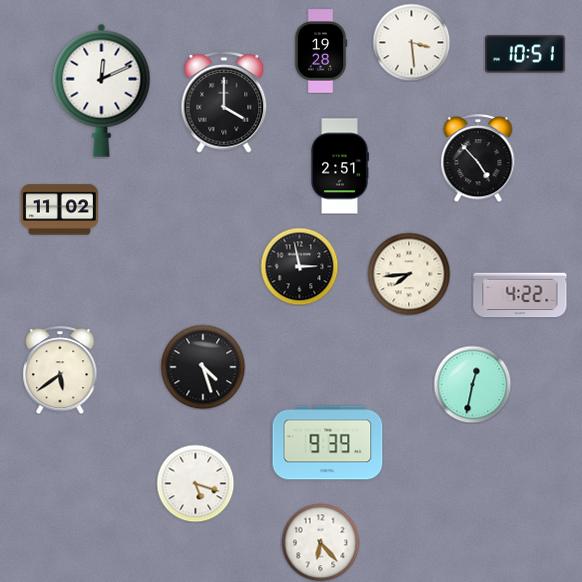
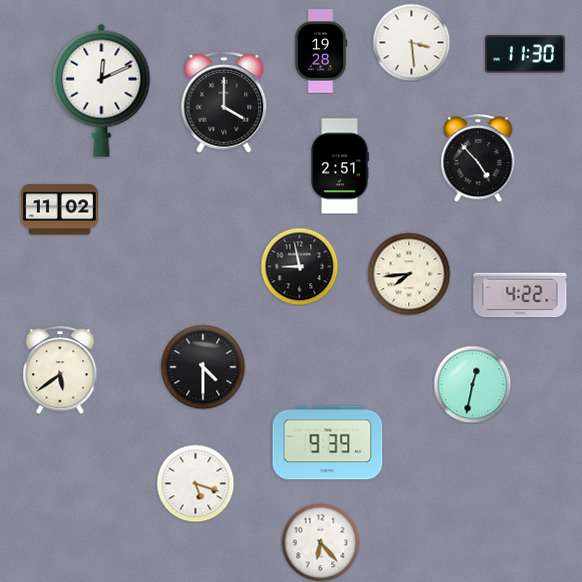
clock at (526, 54): 10:51 -> 11:30
clock at (299, 266): 2:58 -> 8:58
clock at (203, 367): 4:27 -> 4:30
